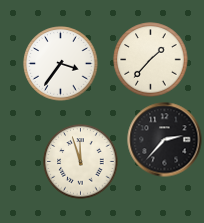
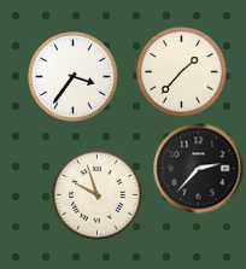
clock at (81, 162): 11:57 -> 9:57
